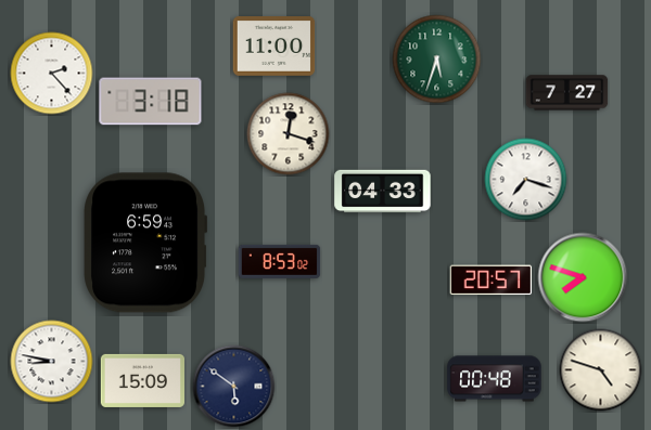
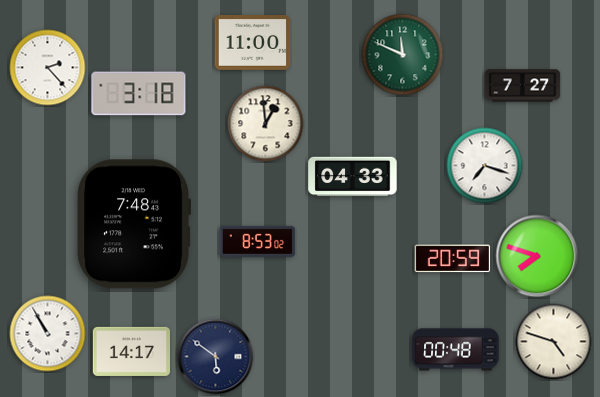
clock at (437, 60): 5:33 -> 11:49
clock at (289, 134): 12:18 -> 12:59
clock at (144, 243): 6:59 -> 7:48
clock at (492, 281): 20:57 -> 20:59
clock at (52, 362): 8:47 -> 10:55
clock at (143, 380): 15:09 -> 14:17
